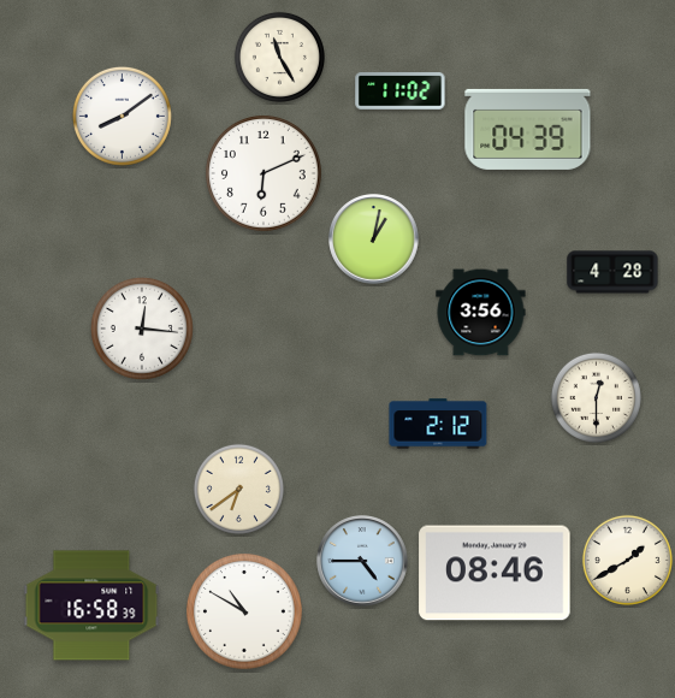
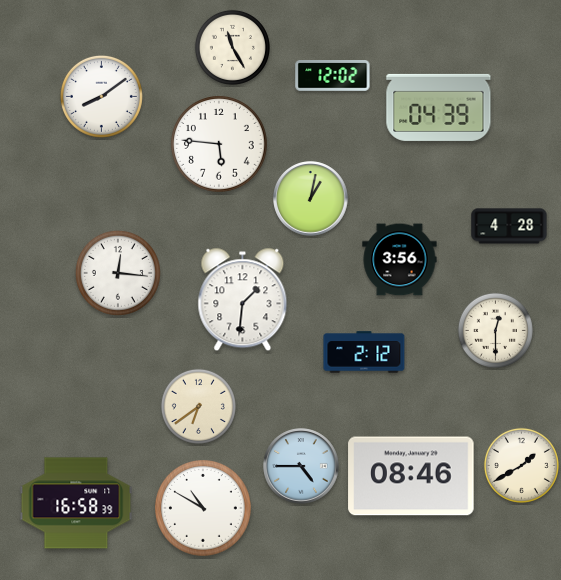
clock at (401, 91): 11:02 -> 12:02
clock at (265, 174): 6:11 -> 5:46
clock at (243, 300): none -> 1:31
